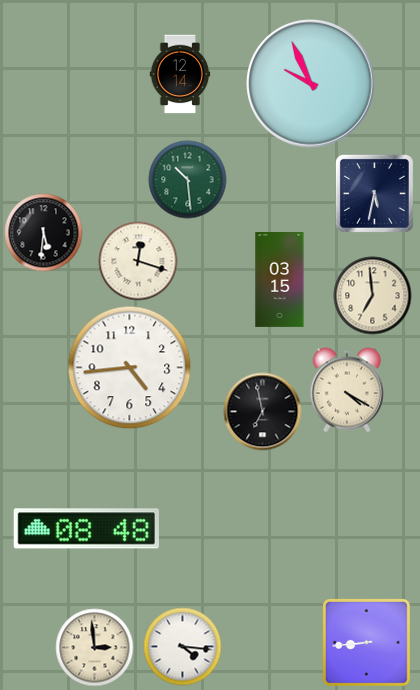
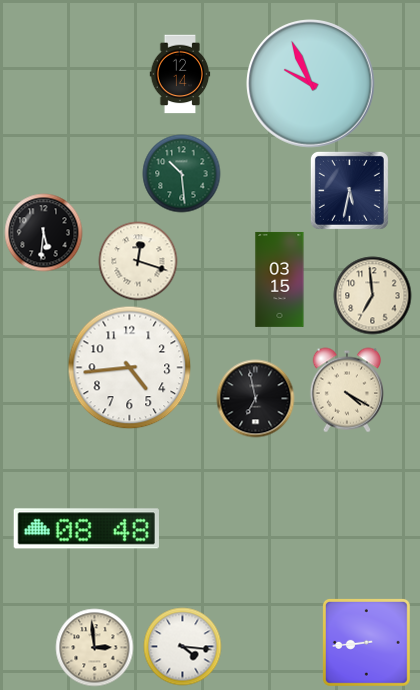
clock at (187, 179) position: (187, 179) -> (181, 173)
clock at (374, 193) position: (374, 193) -> (349, 190)
clock at (262, 411) position: (262, 411) -> (255, 398)
